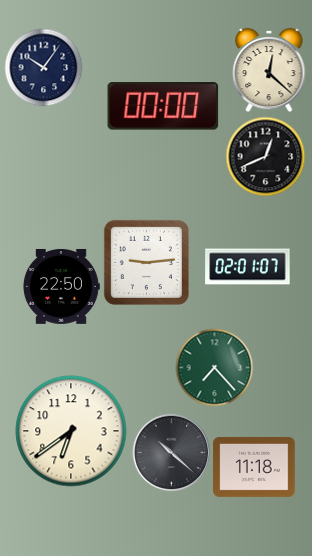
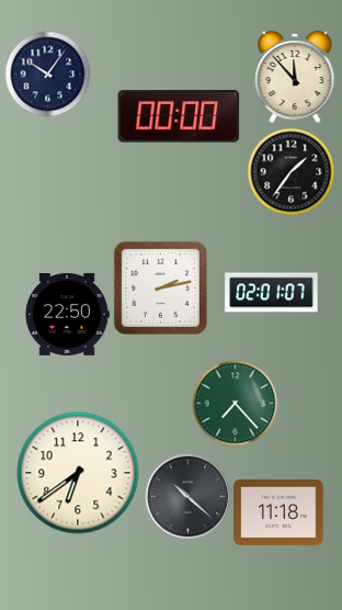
clock at (269, 70): 12:22 -> 11:53
clock at (265, 156): 12:41 -> 1:36
clock at (146, 262): 9:14 -> 2:13
